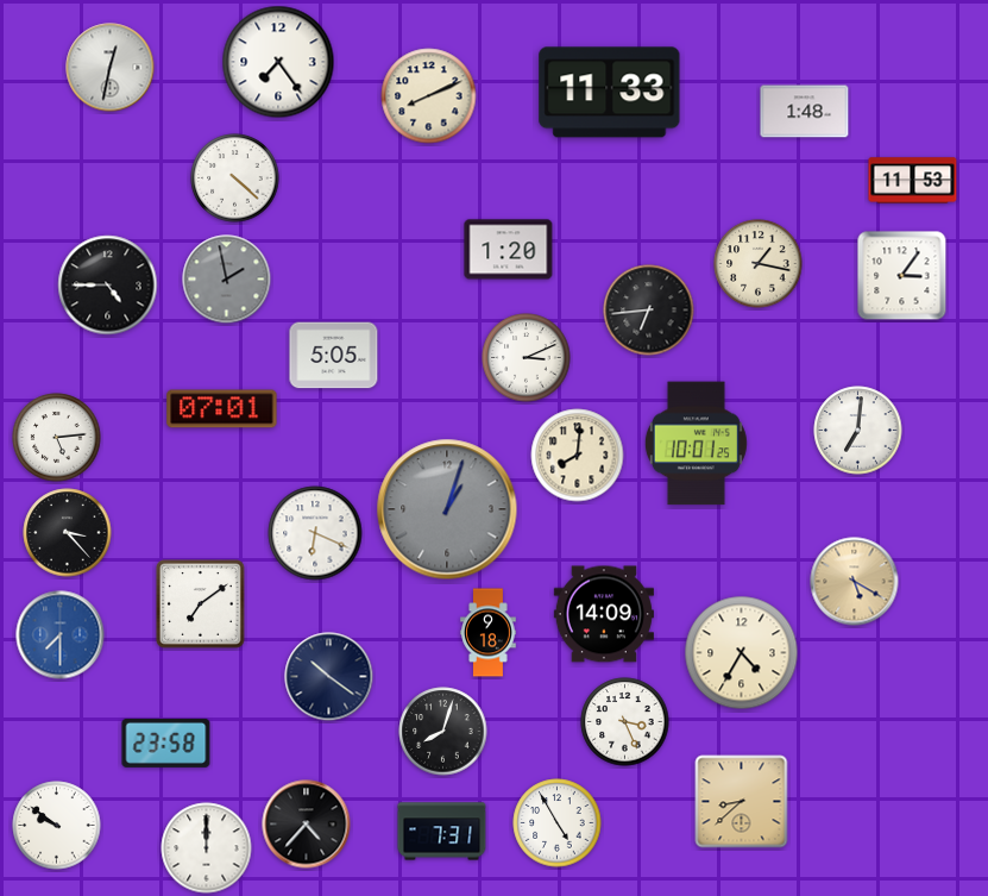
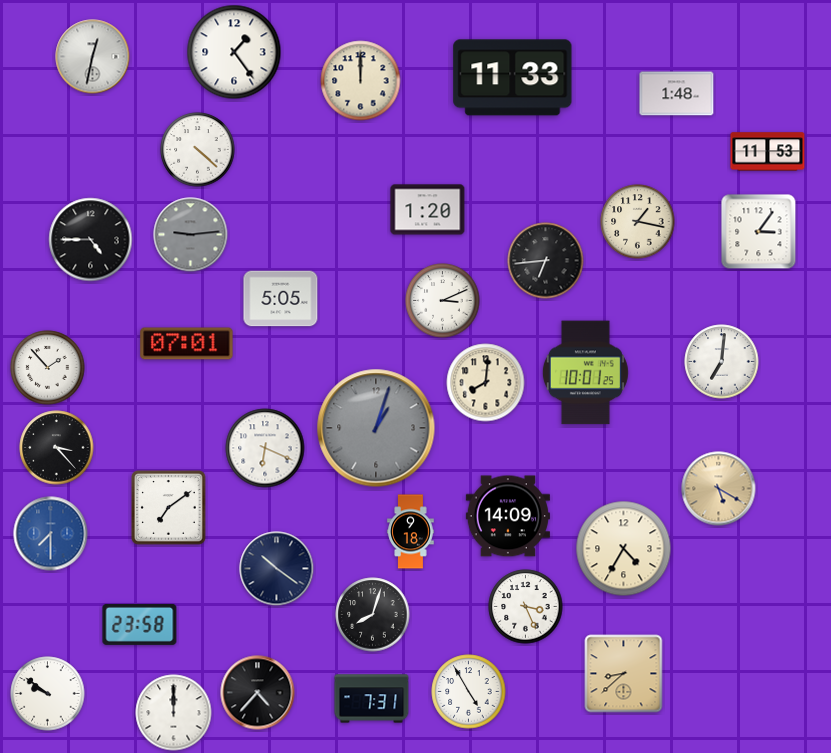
clock at (278, 62): 7:24 -> 1:24
clock at (429, 96): 8:11 -> 12:00
clock at (227, 280): 1:58 -> 9:14
clock at (57, 438): 5:14 -> 1:53
